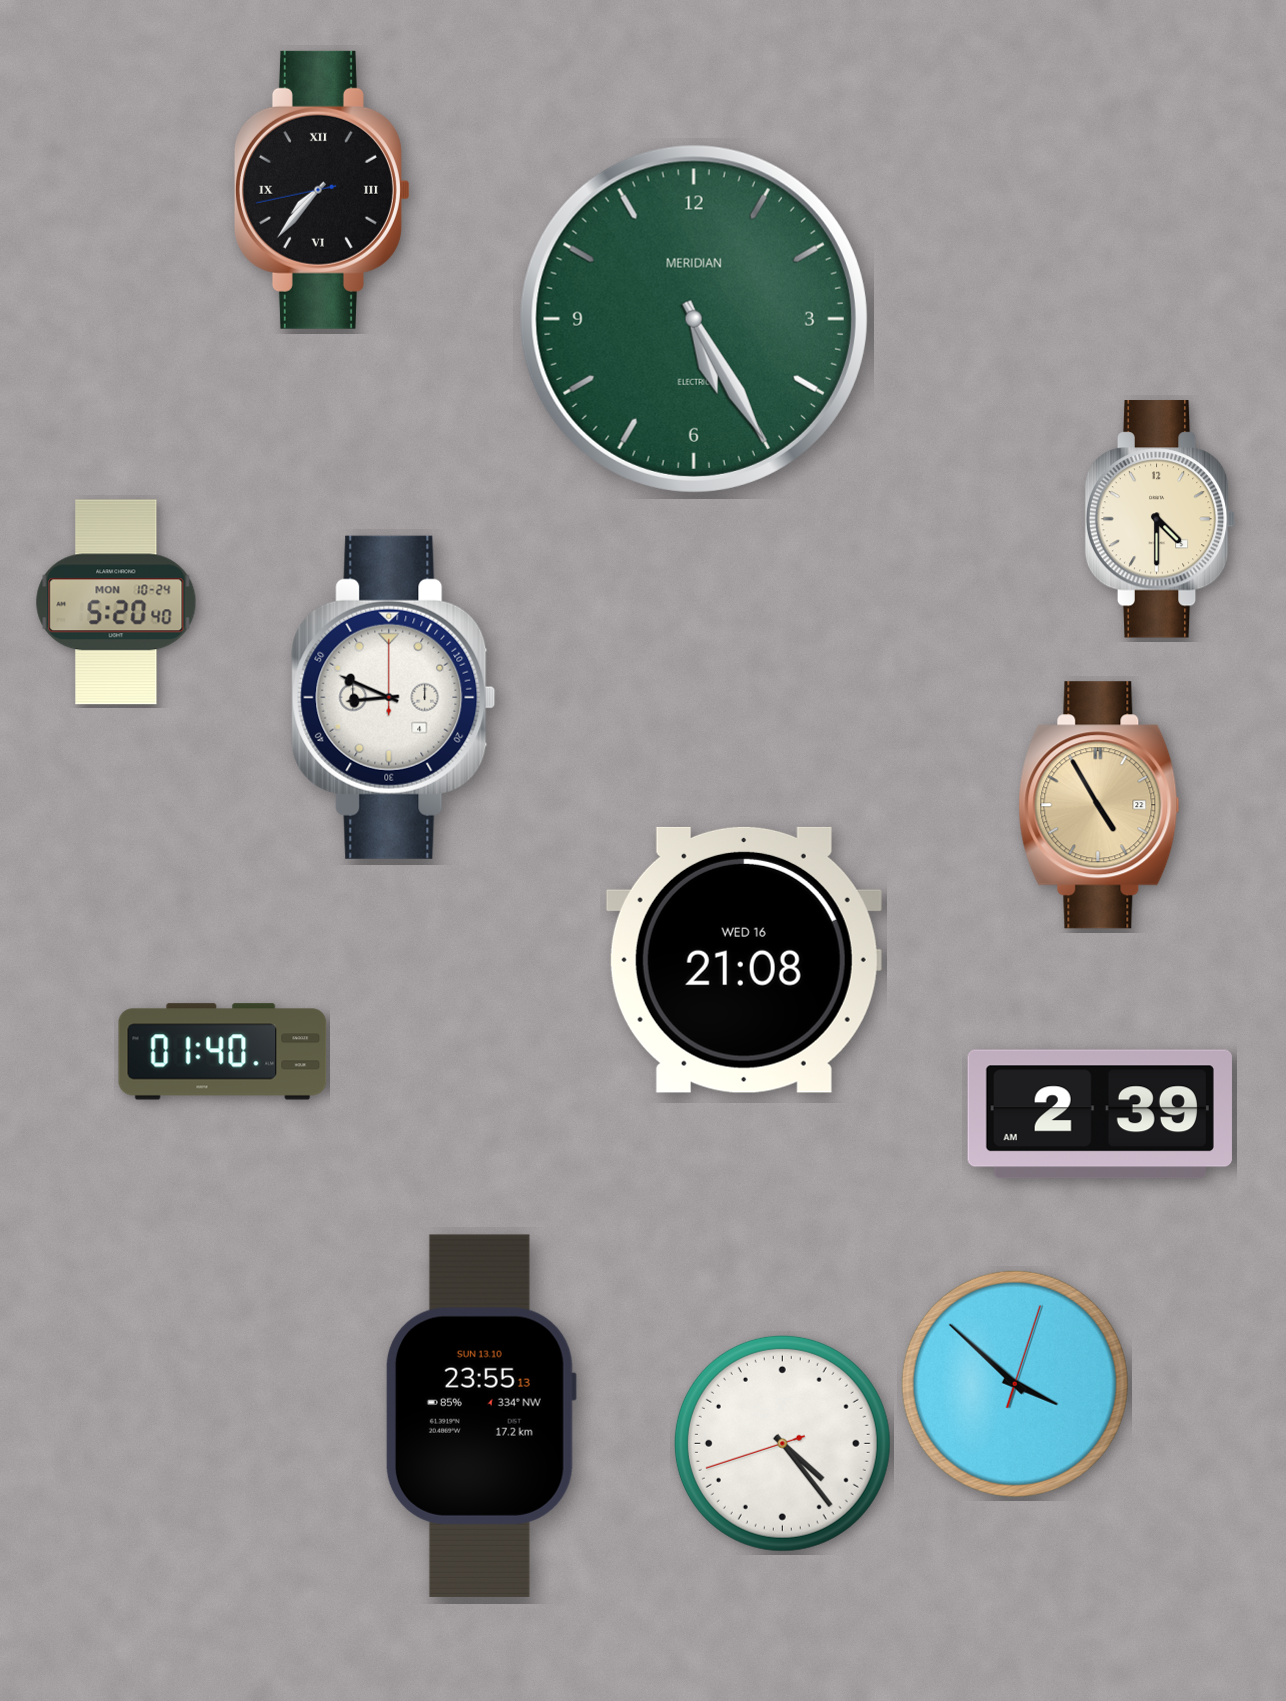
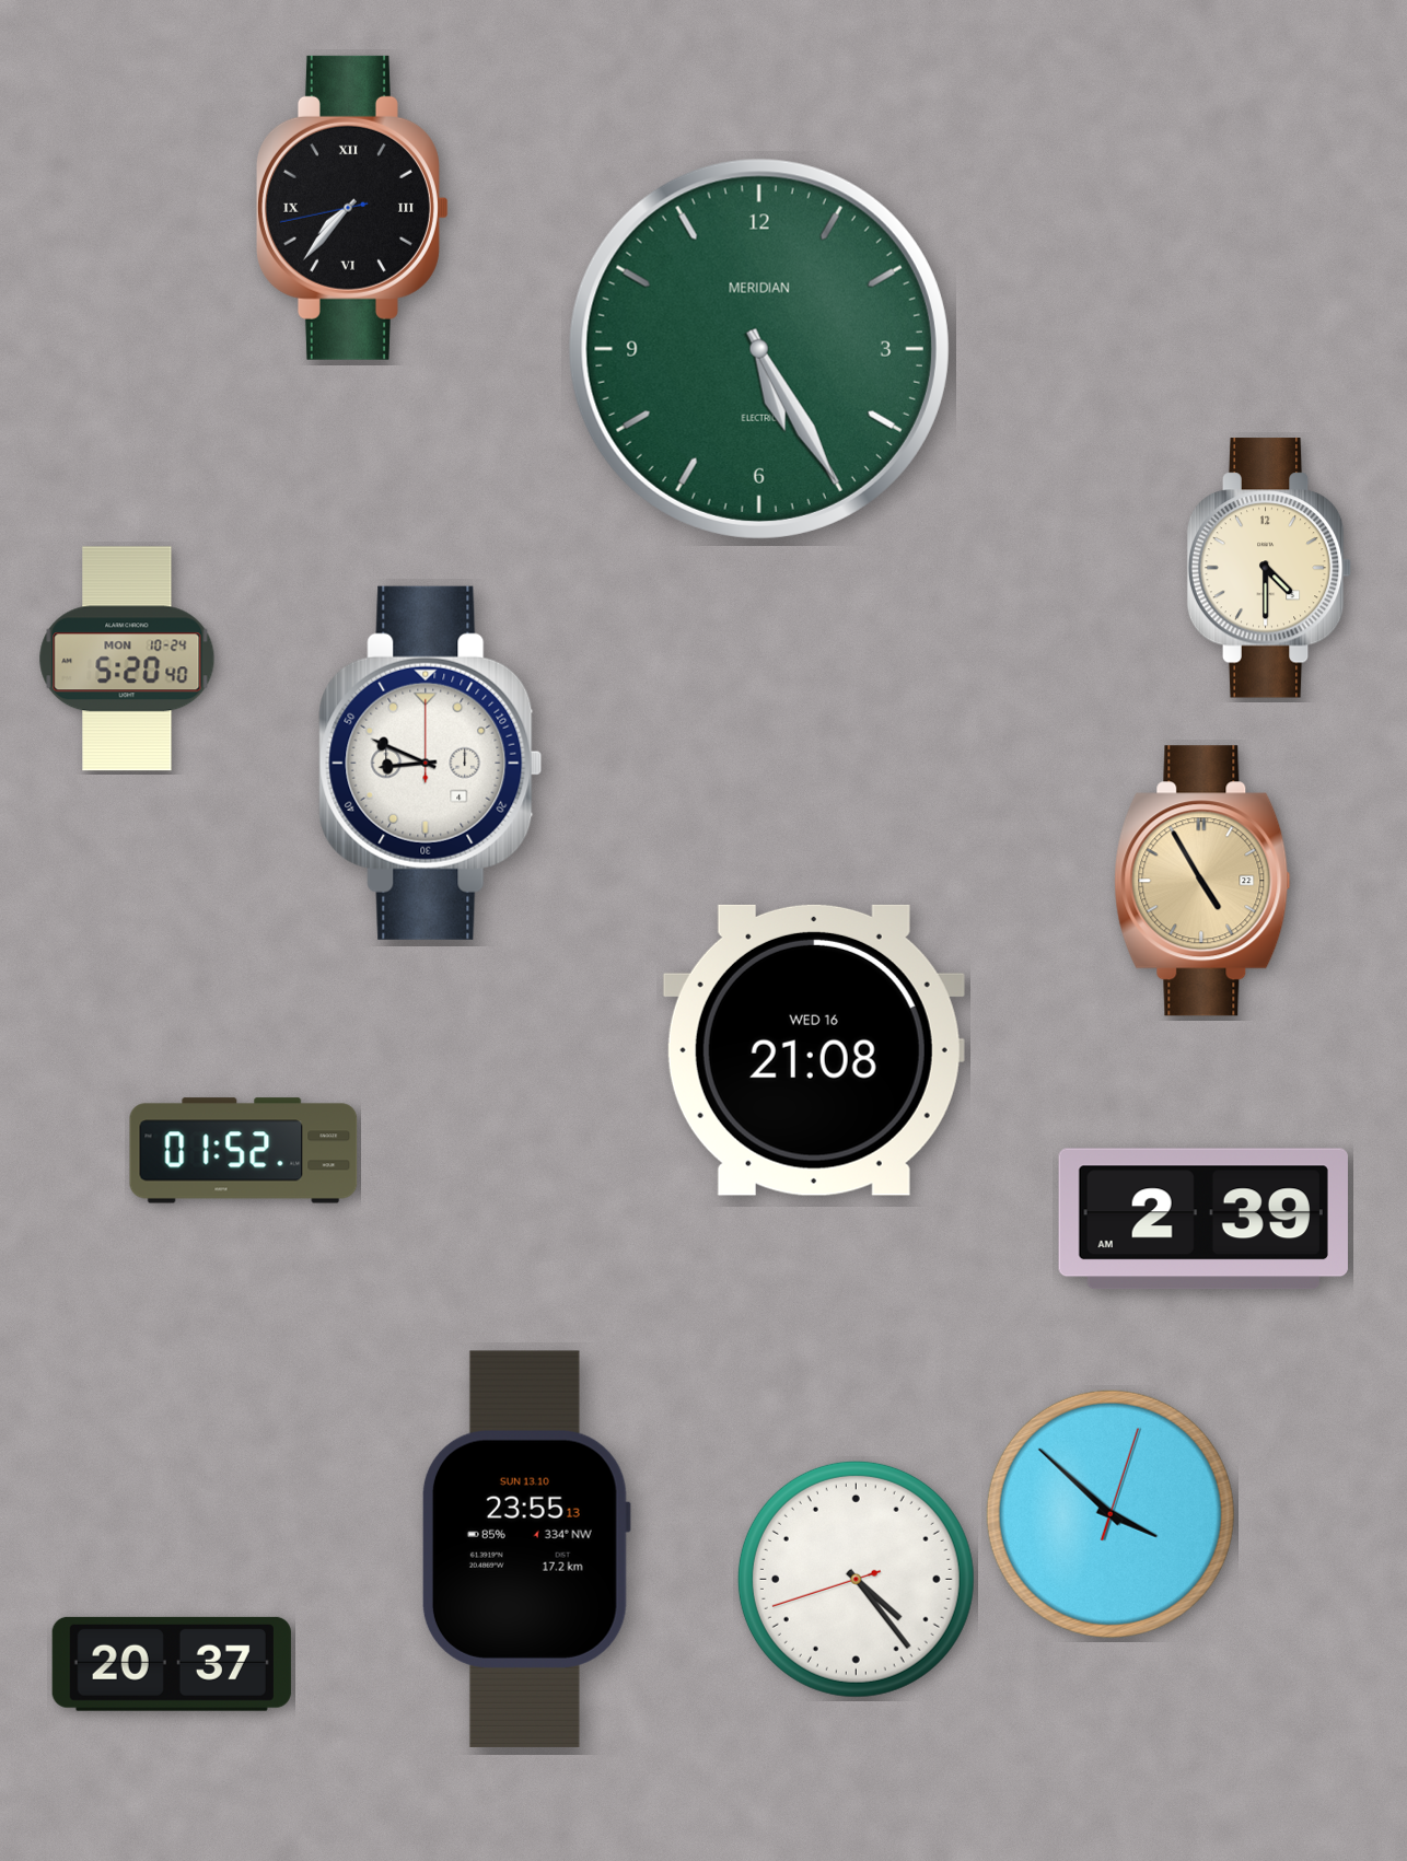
clock at (223, 1052): 01:40 -> 01:52
clock at (172, 1664): none -> 20:37
